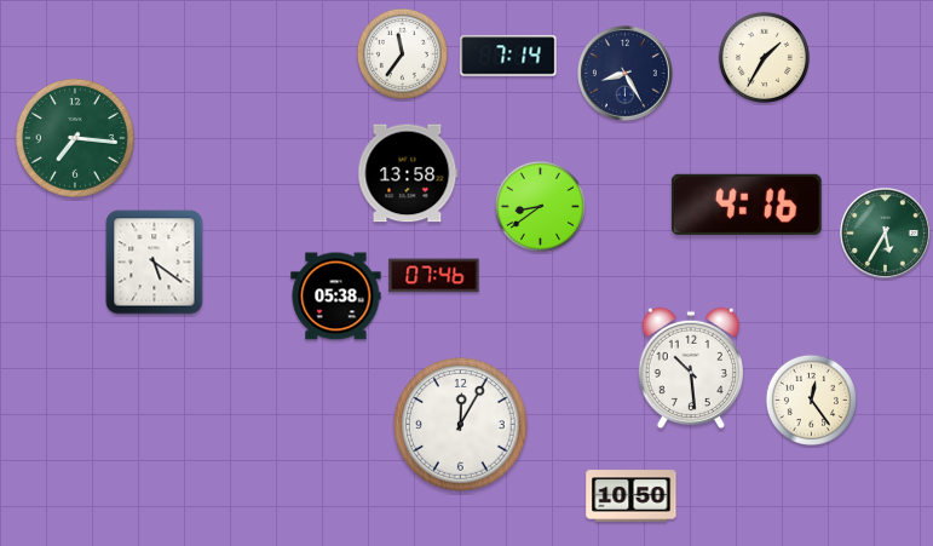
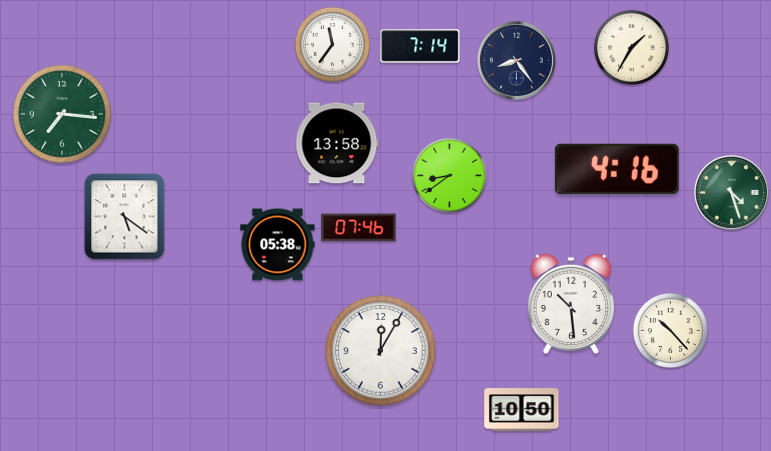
clock at (626, 74): 8:25 -> 8:24
clock at (540, 206) position: (540, 206) -> (449, 175)
clock at (886, 234): 5:35 -> 4:27
clock at (155, 263) position: (155, 263) -> (125, 217)
clock at (811, 400): 12:24 -> 10:23
